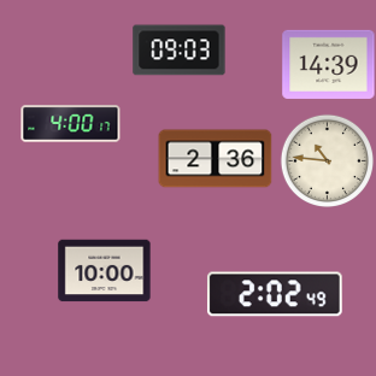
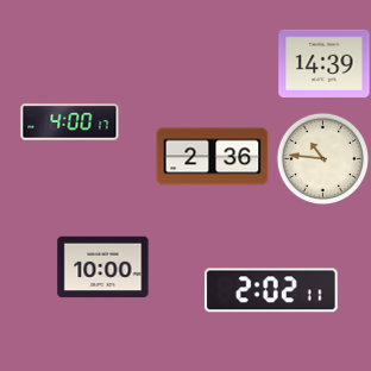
clock at (180, 51): 09:03 -> none
clock at (275, 294): 2:02:49 -> 2:02:11
